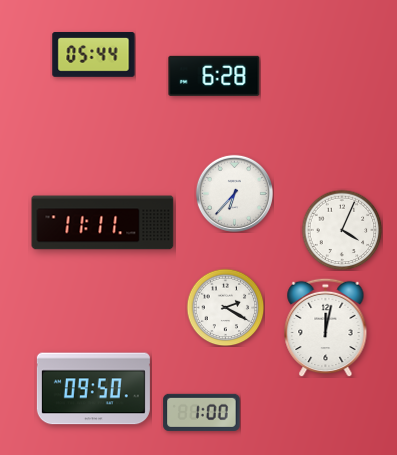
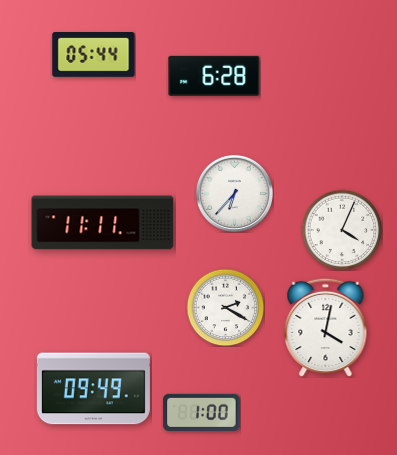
clock at (326, 327): 12:02 -> 4:02
clock at (93, 389): 09:50 -> 09:49
